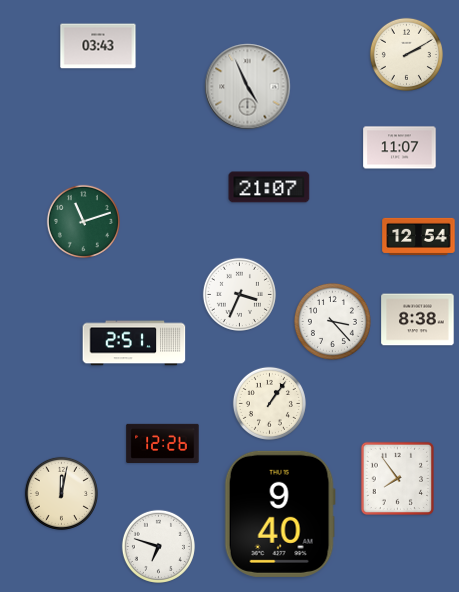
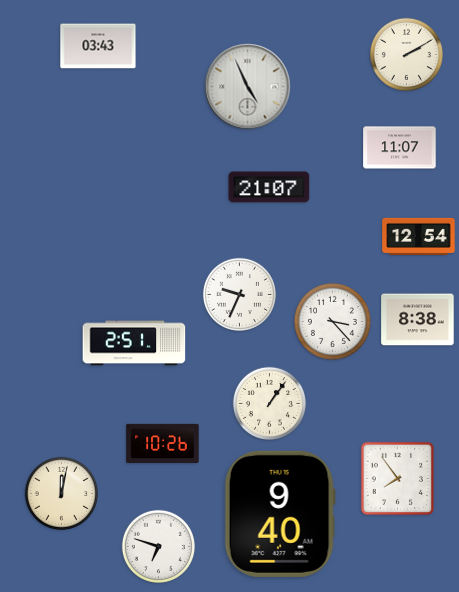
clock at (83, 221): 11:12 -> none
clock at (239, 294): 3:34 -> 9:34
clock at (163, 443): 12:26 -> 10:26
